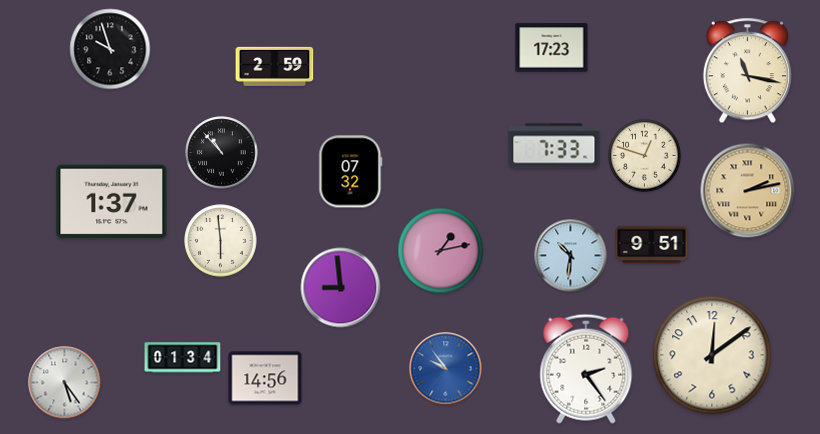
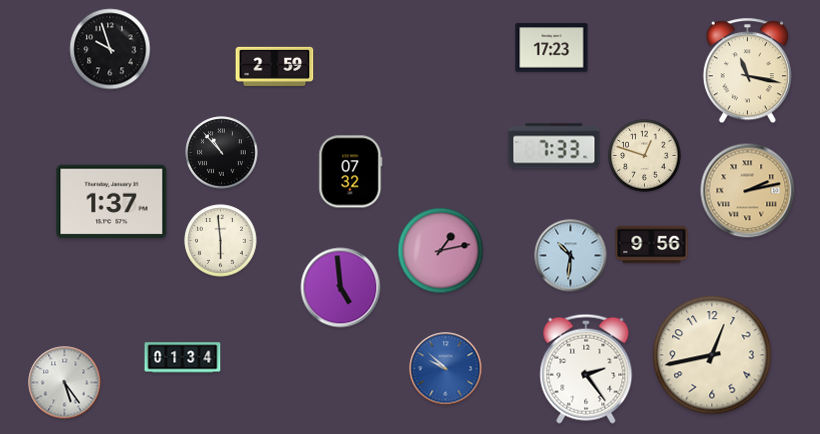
clock at (652, 245): 9:51 -> 9:56
clock at (341, 288): 8:59 -> 4:59
clock at (712, 355): 12:09 -> 12:43
clock at (446, 369): 9:54 -> 9:52
clock at (265, 378): 14:56 -> none
